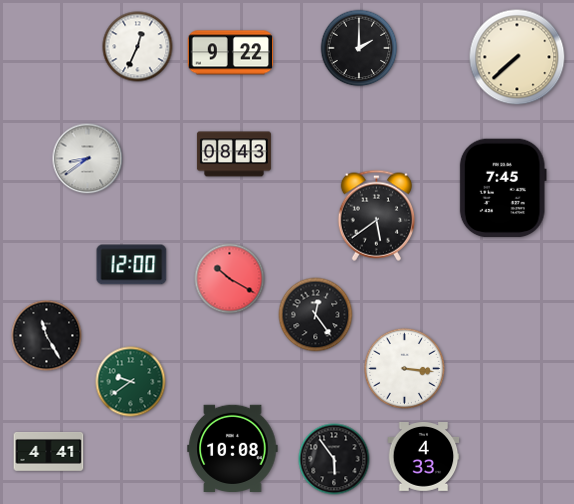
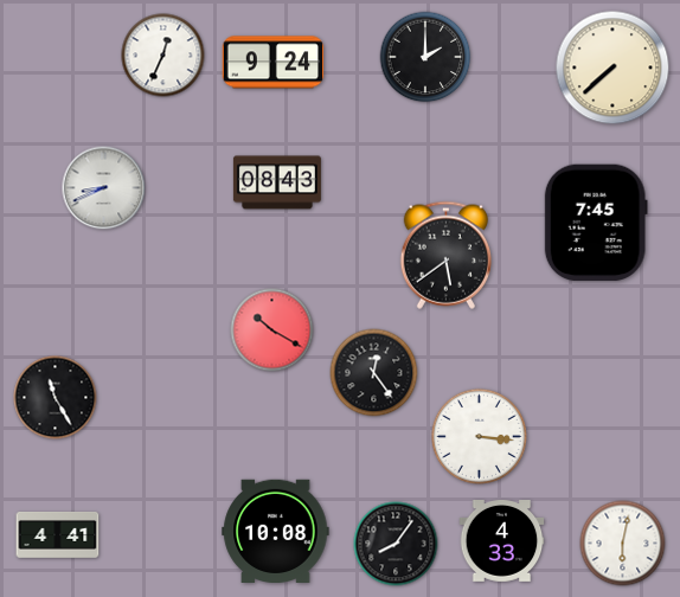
clock at (231, 53): 9:22 -> 9:24
clock at (88, 159): 8:39 -> 8:41
clock at (132, 265): 12:00 -> none
clock at (131, 382): 9:39 -> none
clock at (334, 459): 5:54 -> 8:06
clock at (623, 544): none -> 6:02
